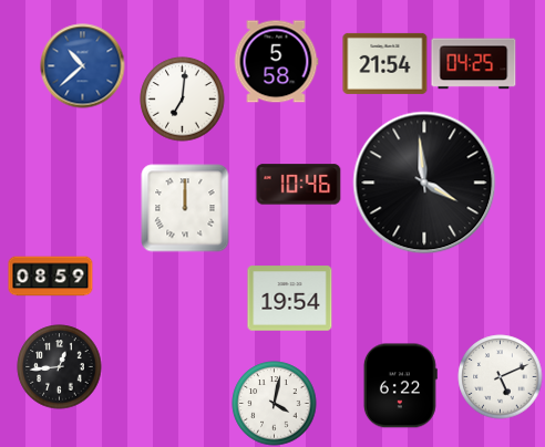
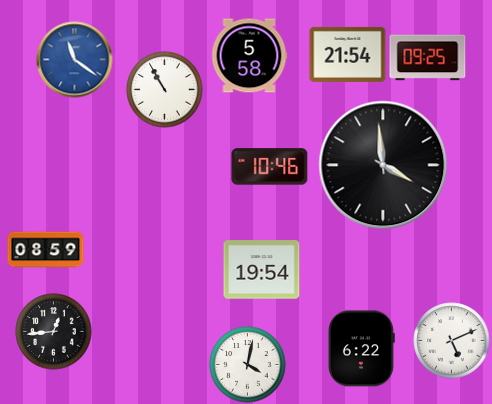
clock at (385, 63) position: (385, 63) -> (348, 54)
clock at (474, 64): 04:25 -> 09:25
clock at (83, 66): 10:38 -> 11:21
clock at (183, 100): 7:01 -> 10:55
clock at (185, 208): 12:00 -> none
